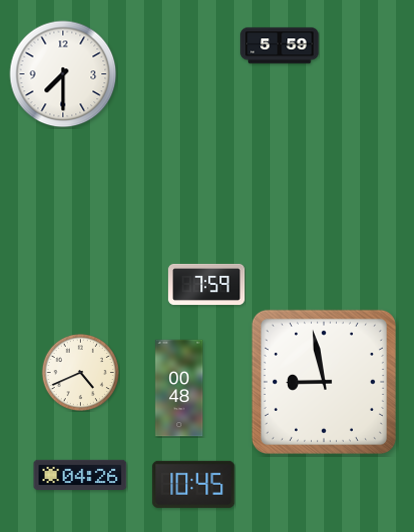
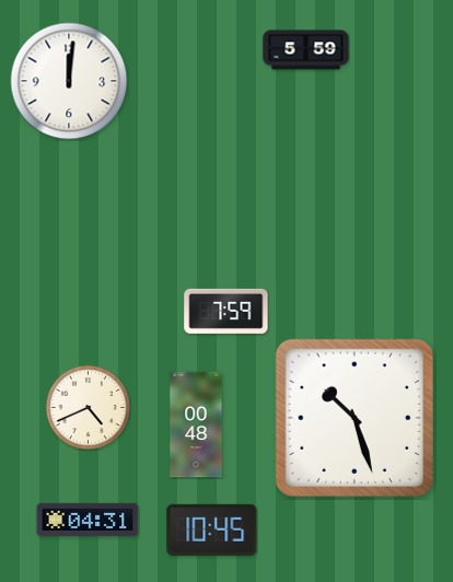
clock at (63, 74): 7:30 -> 12:01
clock at (324, 382): 8:58 -> 10:27
clock at (80, 475): 04:26 -> 04:31
